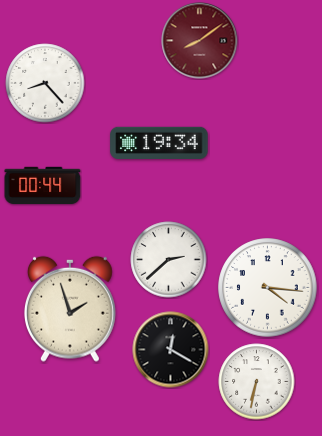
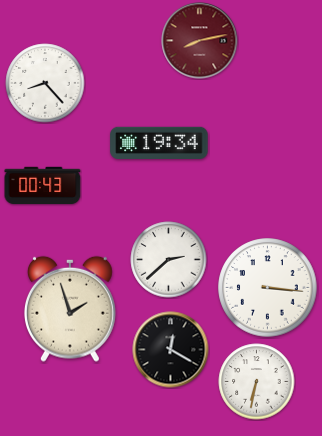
clock at (200, 41): 8:09 -> 8:13
clock at (43, 186): 00:44 -> 00:43
clock at (268, 288): 4:16 -> 3:16
